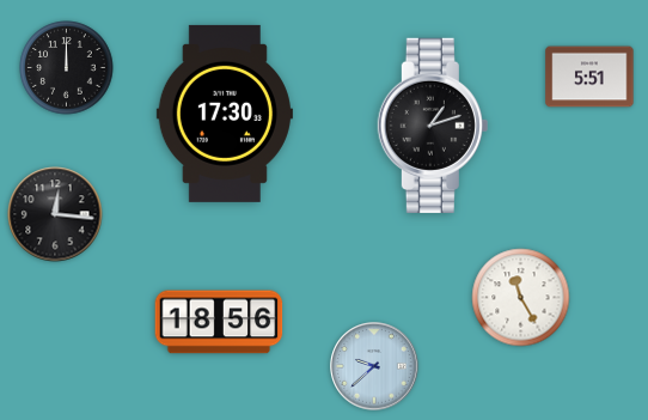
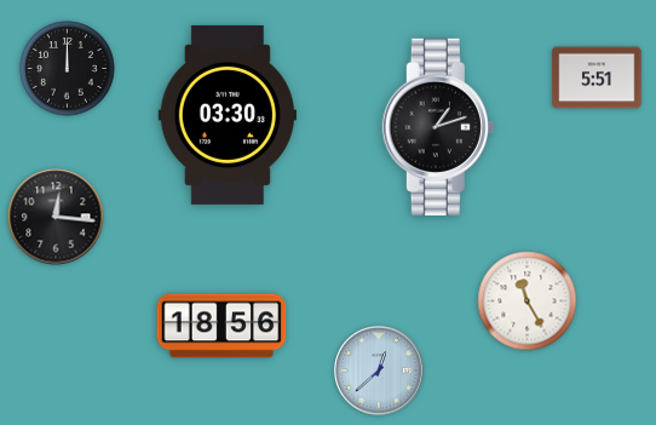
clock at (225, 114): 17:30 -> 03:30
clock at (374, 366): 9:38 -> 12:38
